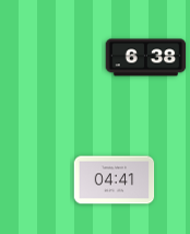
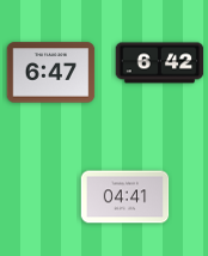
clock at (146, 58): 6:38 -> 6:42
clock at (51, 73): none -> 6:47
